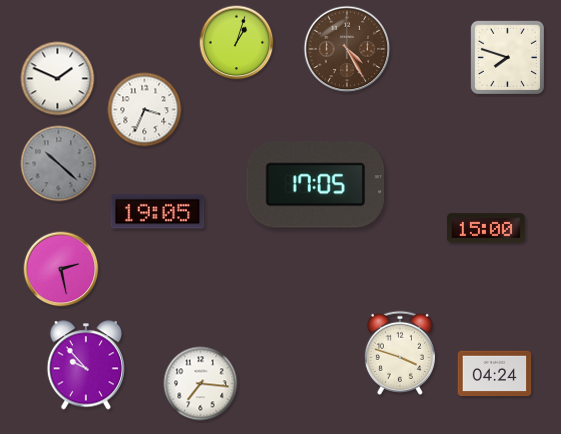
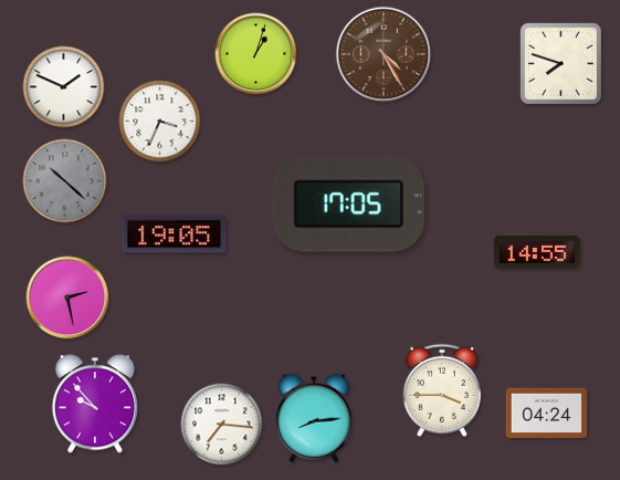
clock at (237, 43) position: (237, 43) -> (256, 54)
clock at (486, 228): 15:00 -> 14:55
clock at (400, 353): 3:48 -> 3:45
clock at (314, 418): none -> 8:14
